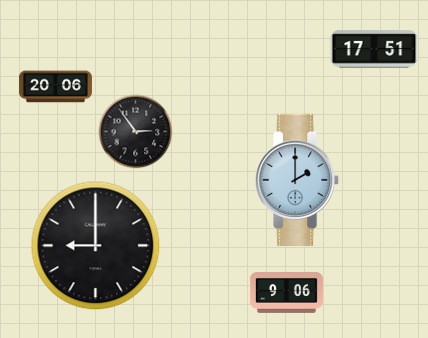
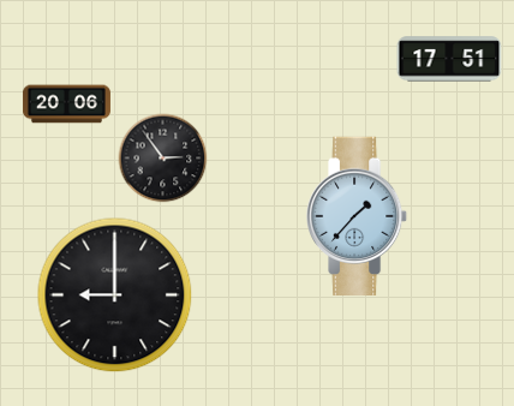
clock at (297, 179): 2:00 -> 1:37
clock at (286, 293): 9:06 -> none
